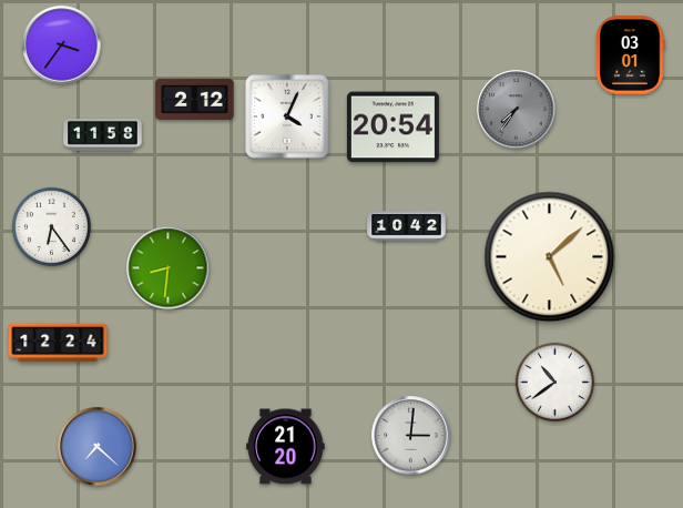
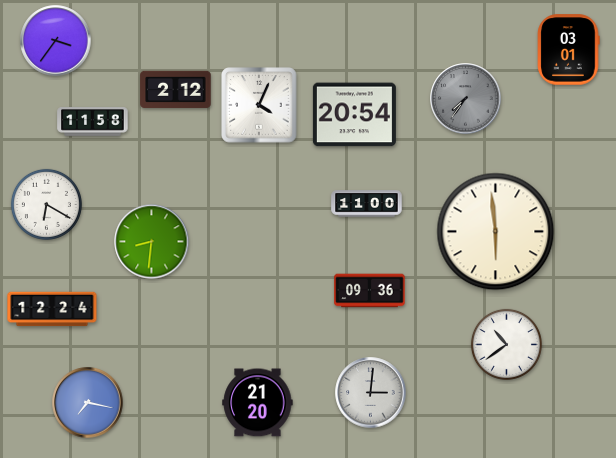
clock at (51, 226): 6:24 -> 6:20
clock at (407, 226): 10:42 -> 11:00
clock at (550, 257): 5:08 -> 5:59
clock at (370, 291): none -> 09:36
clock at (554, 382) position: (554, 382) -> (506, 344)
clock at (98, 447): 7:22 -> 7:17
